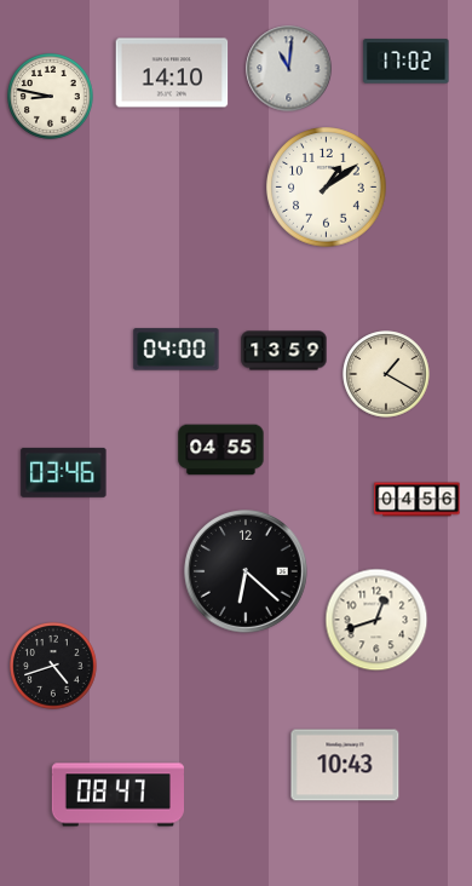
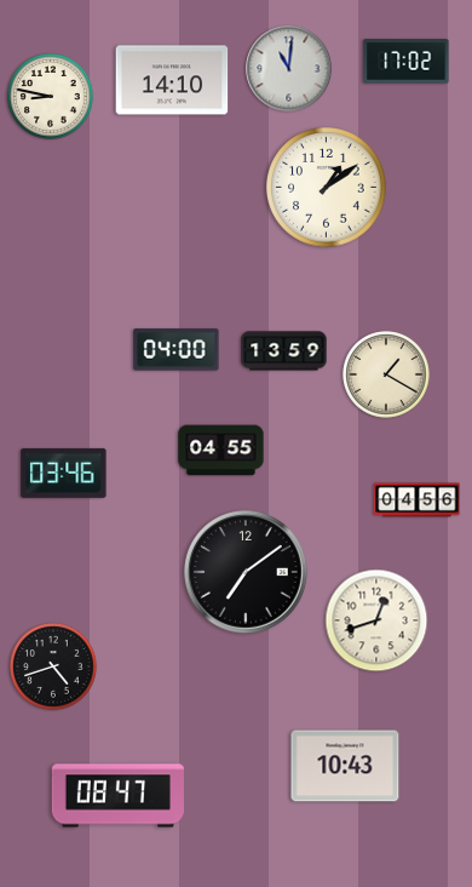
clock at (172, 73) position: (172, 73) -> (172, 80)
clock at (246, 571): 6:22 -> 7:09
